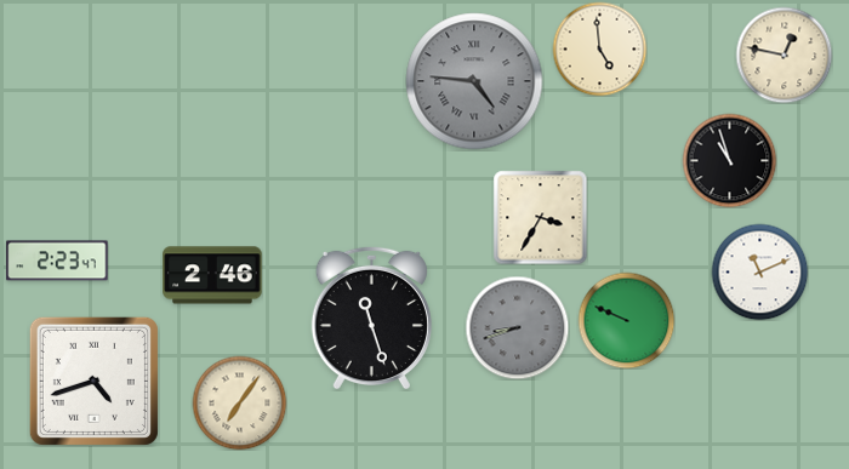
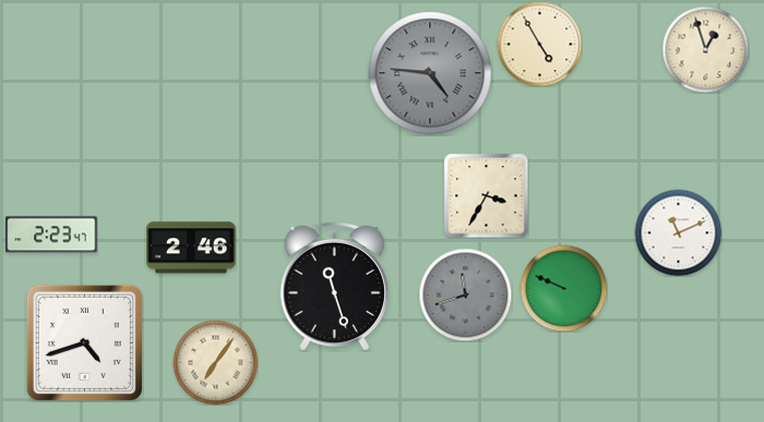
clock at (599, 48): 4:59 -> 4:55
clock at (784, 55): 12:47 -> 12:57
clock at (474, 81) position: (474, 81) -> (430, 73)
clock at (729, 160): 10:57 -> none
clock at (759, 271) position: (759, 271) -> (678, 232)
clock at (517, 327): 8:42 -> 11:42
